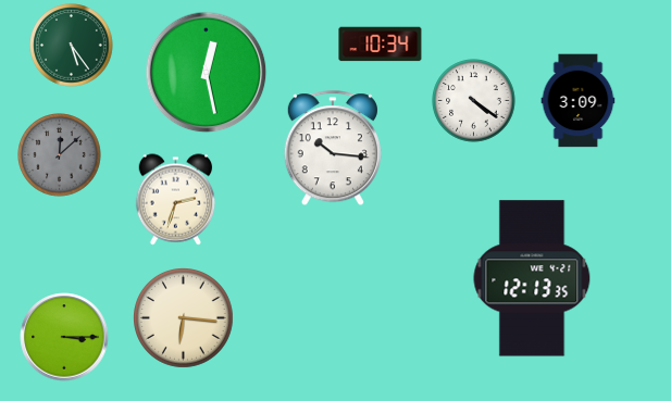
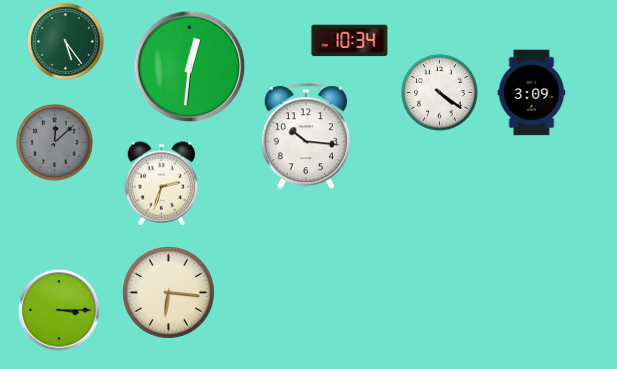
clock at (207, 73): 12:28 -> 12:31
clock at (474, 101) position: (474, 101) -> (440, 93)
clock at (532, 278): 12:13 -> none
